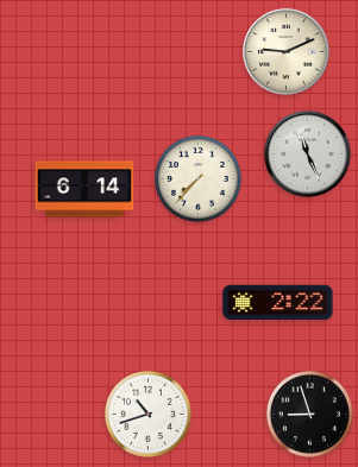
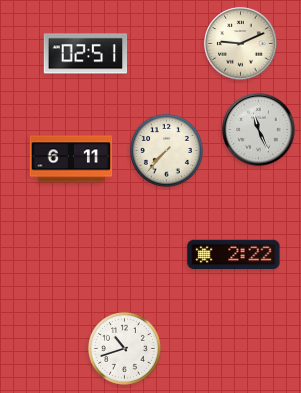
clock at (86, 54): none -> 02:51
clock at (84, 189): 6:14 -> 6:11
clock at (309, 414): 8:57 -> none
